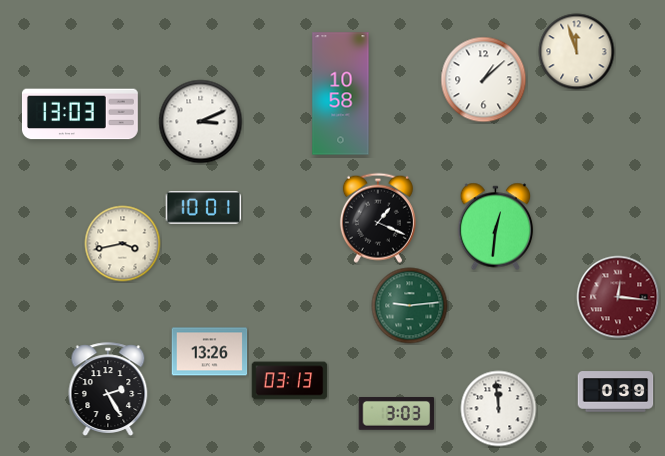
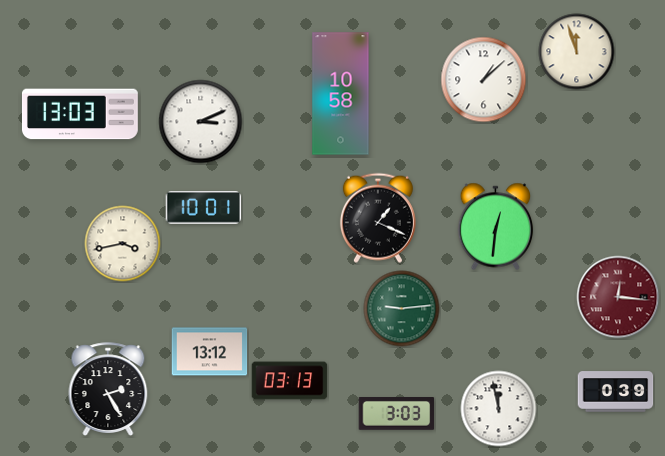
clock at (410, 306) position: (410, 306) -> (402, 309)
clock at (210, 352): 13:26 -> 13:12
clock at (499, 409): 11:59 -> 11:58
